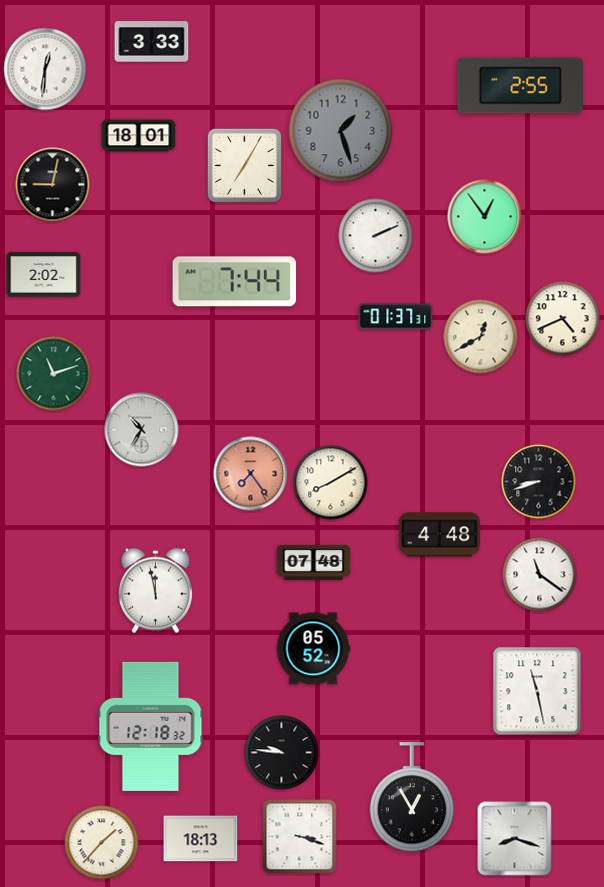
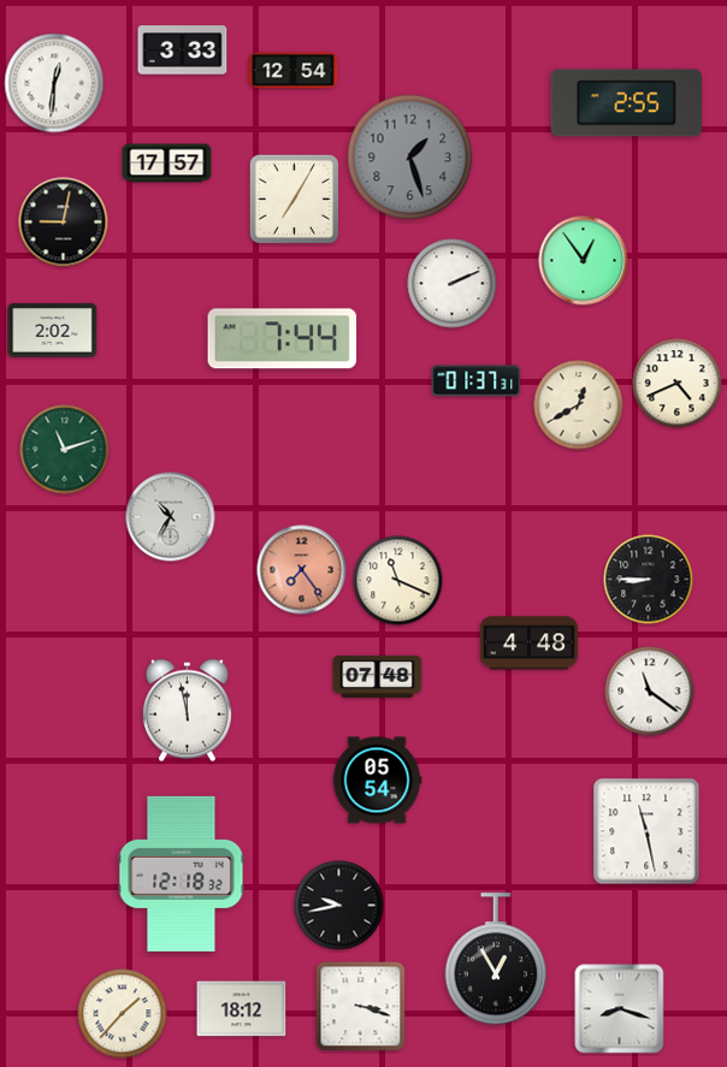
clock at (294, 71): none -> 12:54
clock at (139, 136): 18:01 -> 17:57
clock at (539, 482): 8:42 -> 8:45
clock at (331, 483): 8:10 -> 11:19
clock at (313, 649): 05:52 -> 05:54
clock at (282, 753): 9:46 -> 9:43
clock at (201, 839): 18:13 -> 18:12
